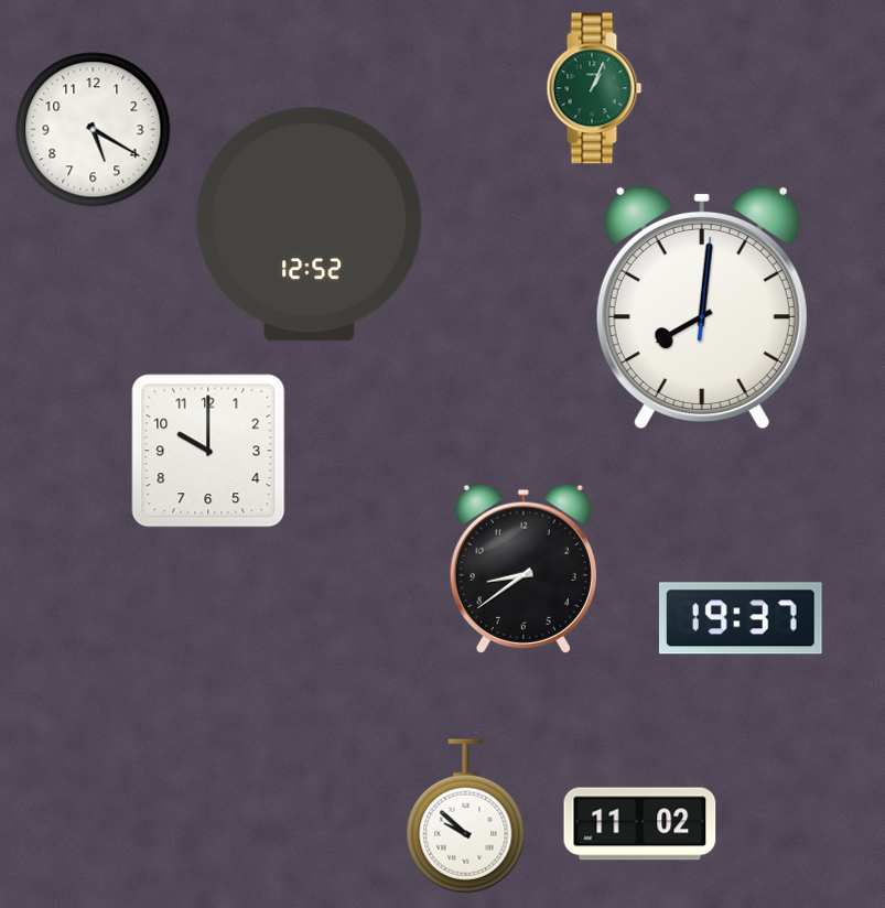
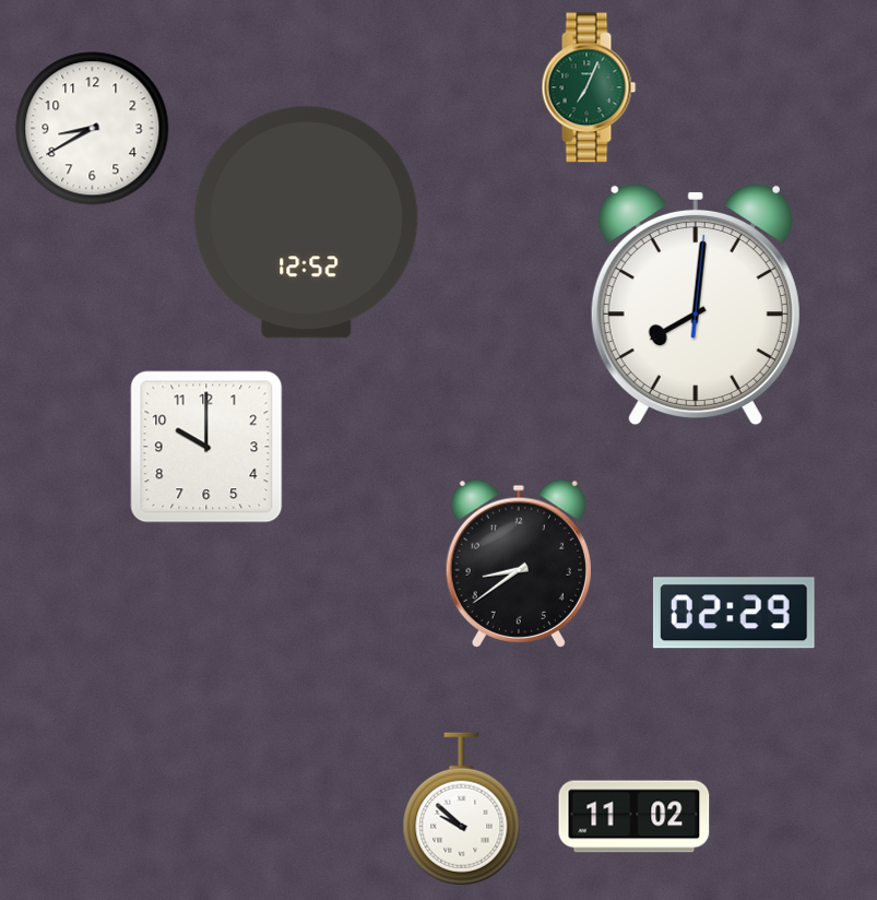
clock at (594, 88): 1:04 -> 7:04
clock at (94, 130): 5:20 -> 8:40
clock at (741, 618): 19:37 -> 02:29
